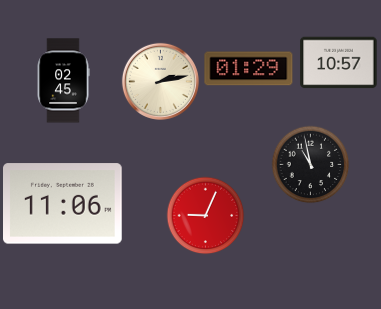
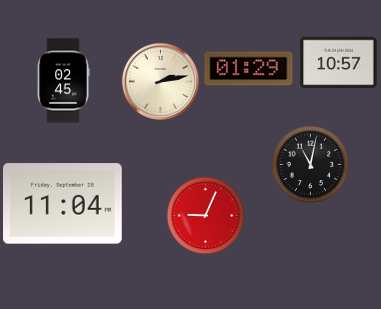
clock at (310, 164): 10:58 -> 11:02
clock at (63, 204): 11:06 -> 11:04
